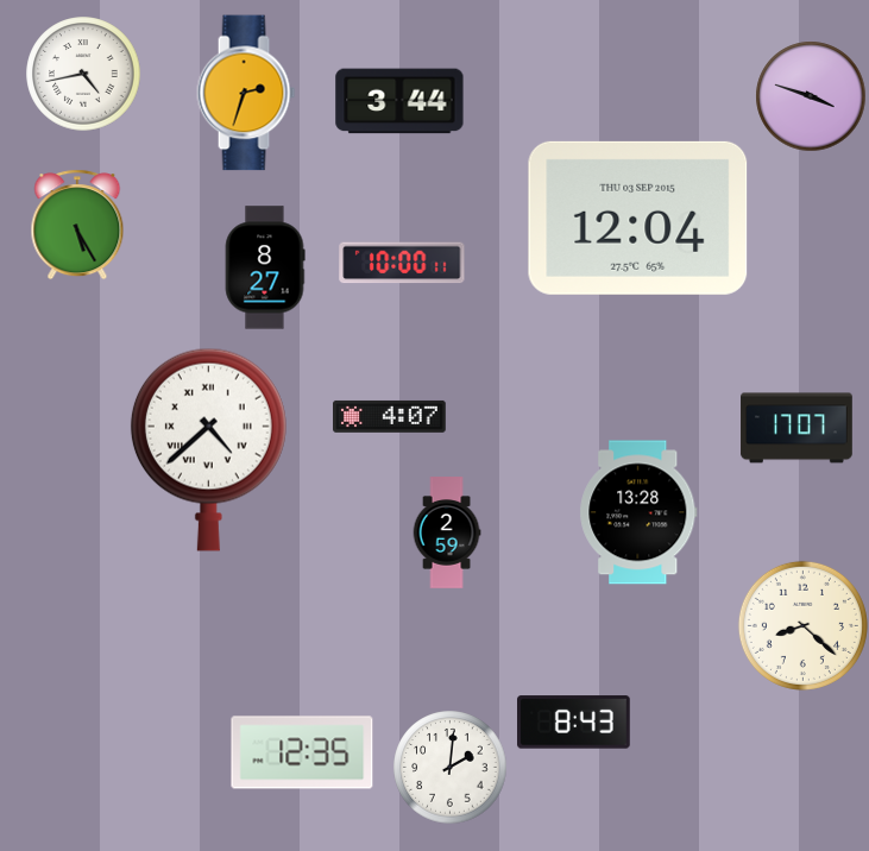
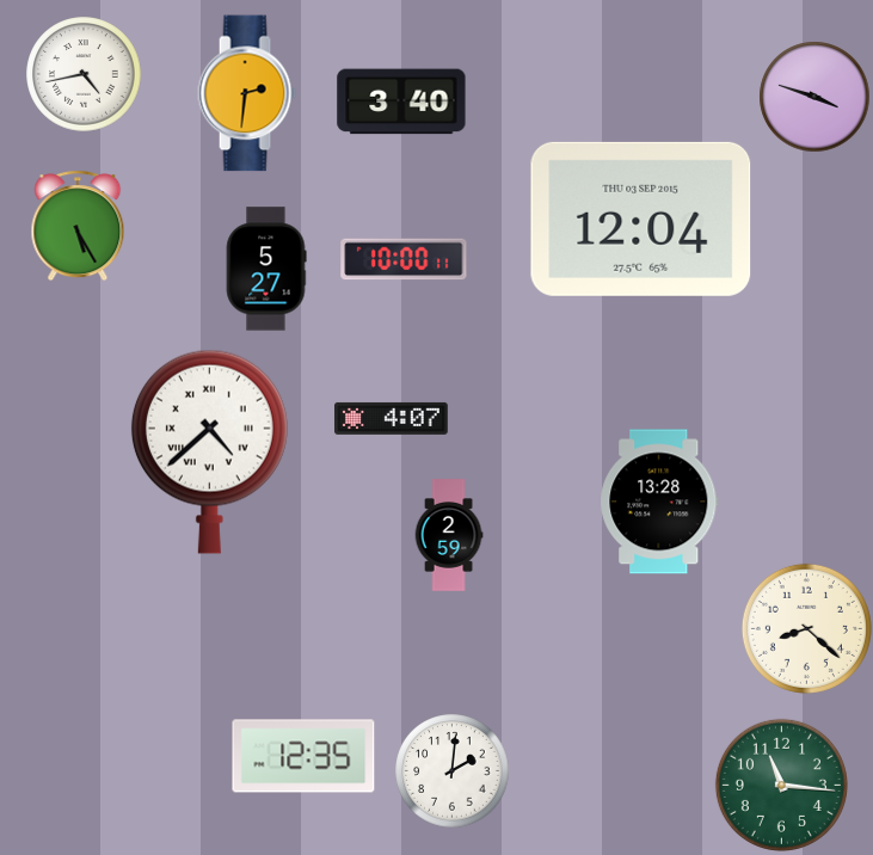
clock at (246, 93): 2:33 -> 2:31
clock at (399, 101): 3:44 -> 3:40
clock at (402, 263) position: (402, 263) -> (404, 259)
clock at (265, 267): 8:27 -> 5:27
clock at (796, 428): 17:07 -> none
clock at (638, 512) position: (638, 512) -> (659, 502)
clock at (574, 723): 8:43 -> none
clock at (781, 785): none -> 11:16
